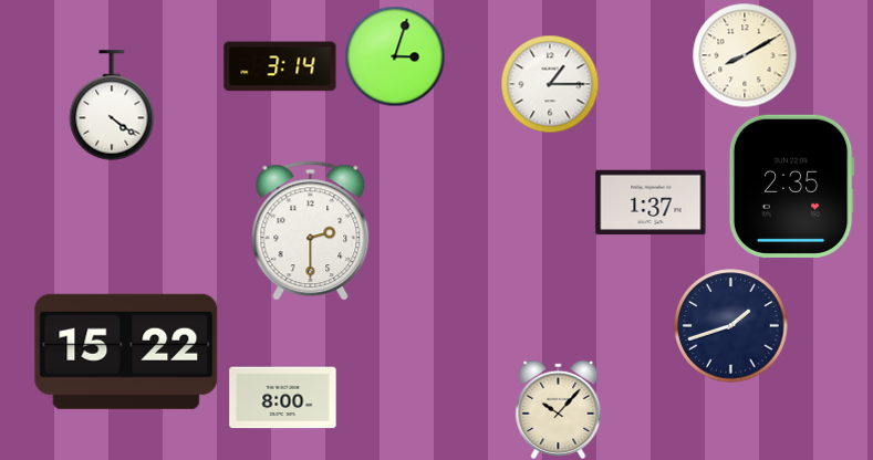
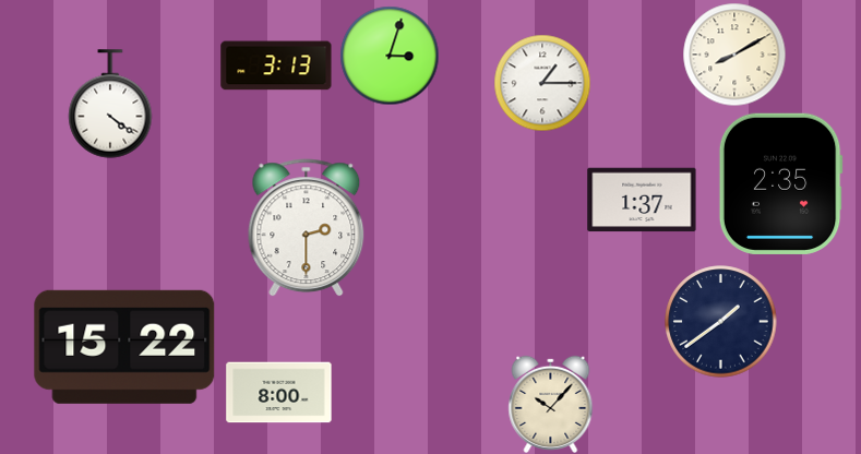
clock at (280, 66): 3:14 -> 3:13
clock at (731, 326): 1:42 -> 1:39
